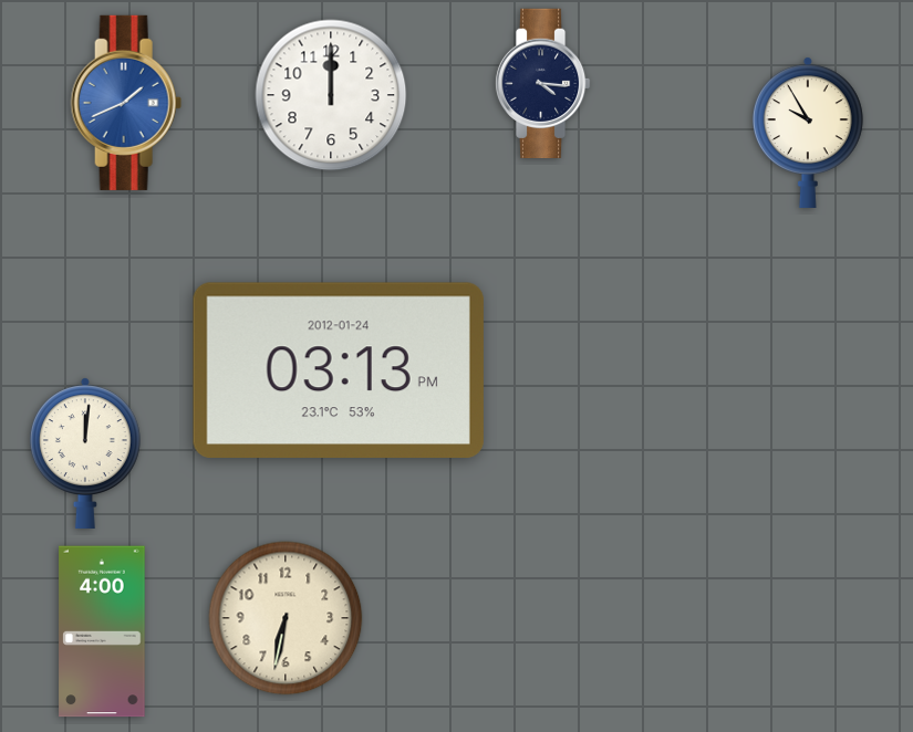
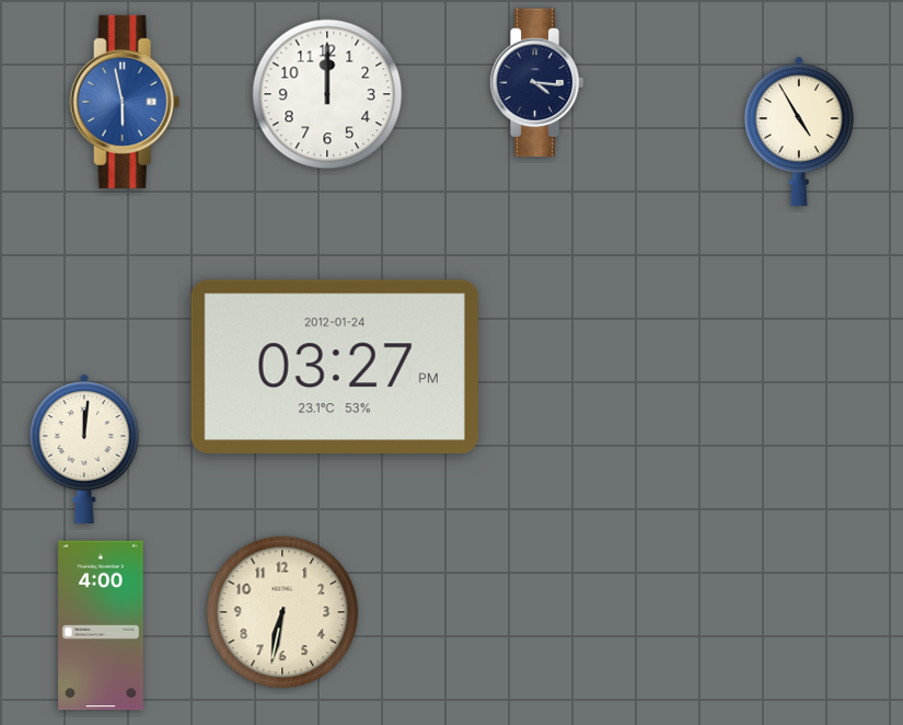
clock at (126, 103): 1:41 -> 5:58
clock at (808, 133): 9:55 -> 4:55
clock at (339, 369): 03:13 -> 03:27
